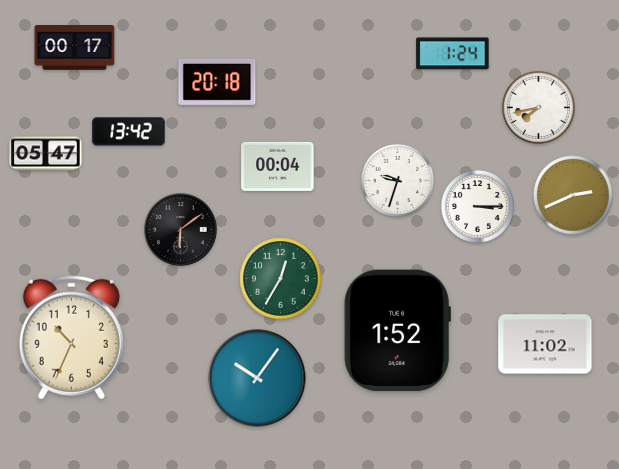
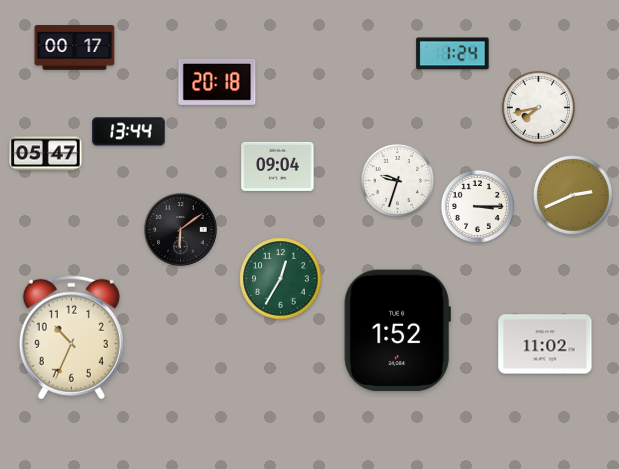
clock at (129, 132): 13:42 -> 13:44
clock at (278, 166): 00:04 -> 09:04
clock at (257, 378): 10:06 -> none
